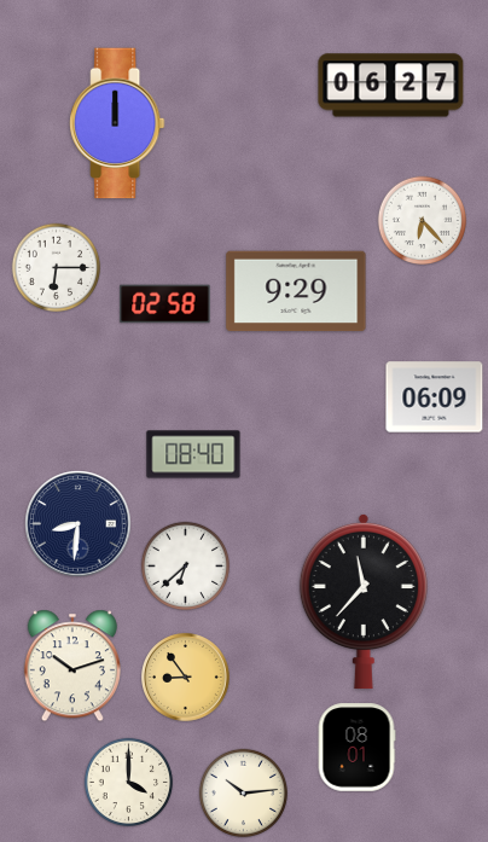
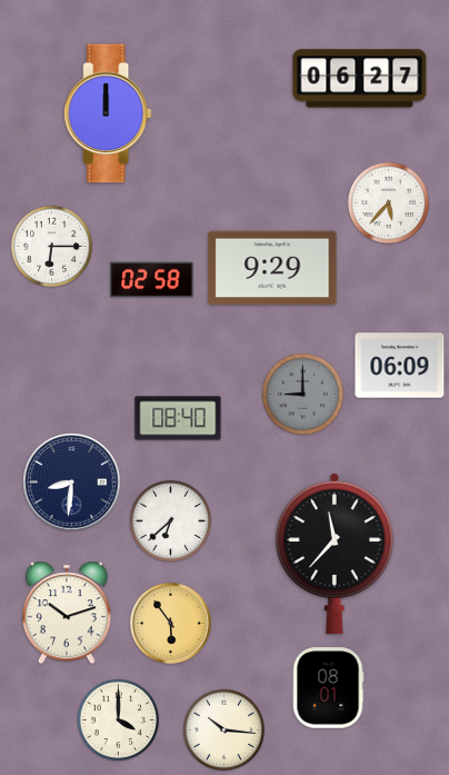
clock at (423, 221): 6:23 -> 5:37
clock at (303, 395): none -> 9:00
clock at (186, 678): 8:54 -> 5:54
clock at (244, 794): 10:14 -> 10:16
